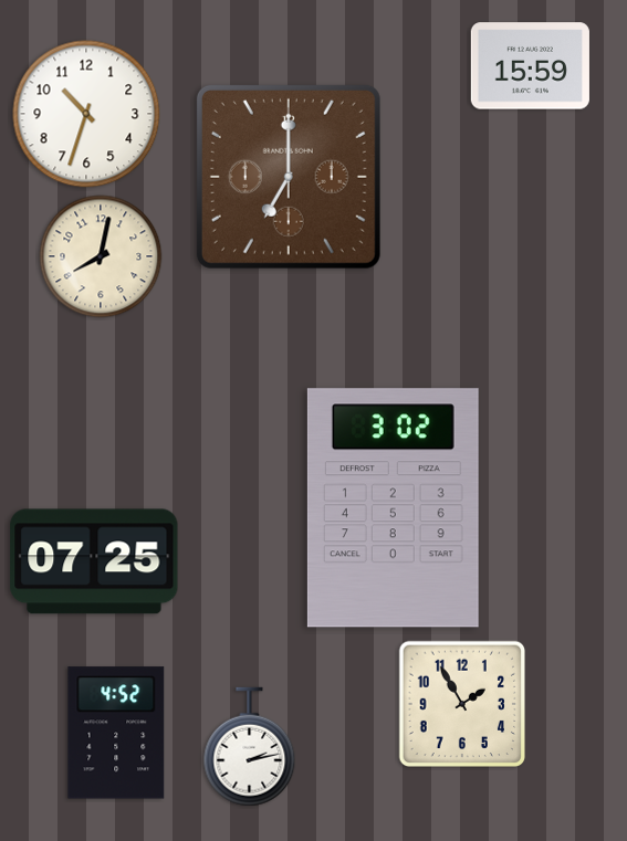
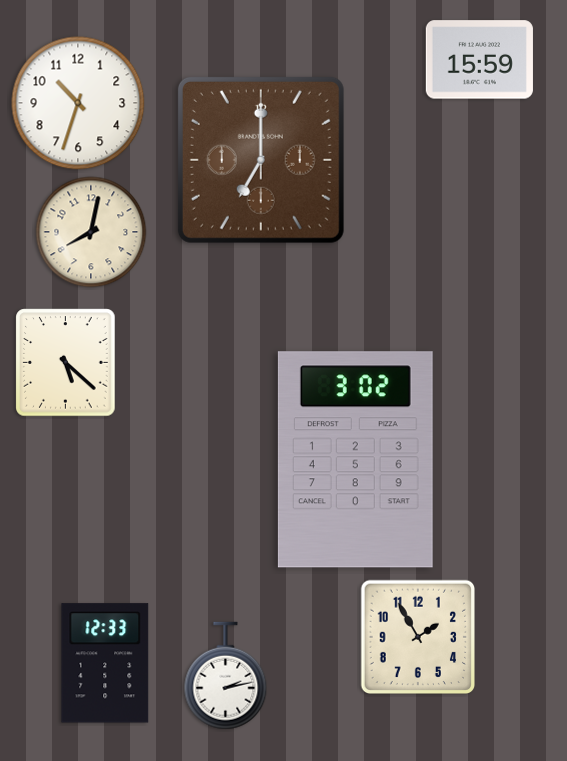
clock at (66, 363): none -> 5:22
clock at (94, 561): 07:25 -> none
clock at (116, 733): 4:52 -> 12:33
